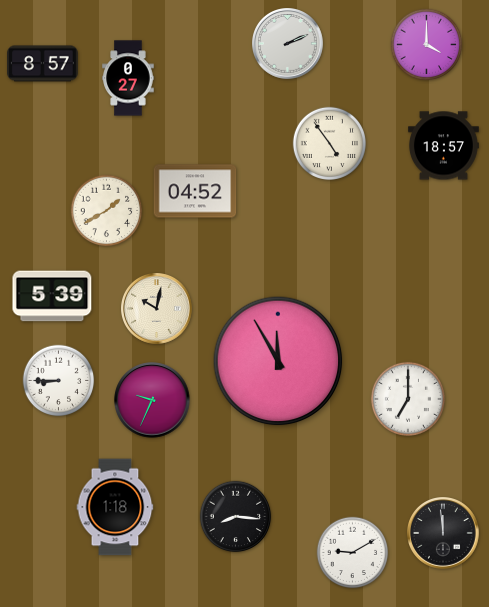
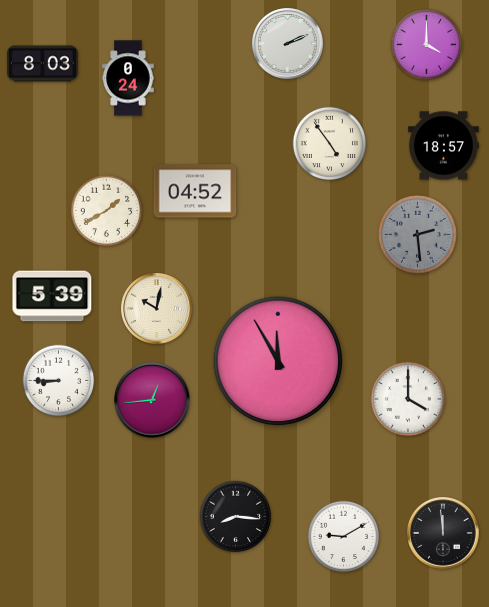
clock at (43, 64): 8:57 -> 8:03
clock at (128, 78): 0:27 -> 0:24
clock at (418, 235): none -> 2:29
clock at (408, 399): 7:00 -> 4:00
clock at (152, 400): 9:34 -> 12:44
clock at (115, 507): 1:18 -> none
clock at (353, 553) position: (353, 553) -> (344, 537)
